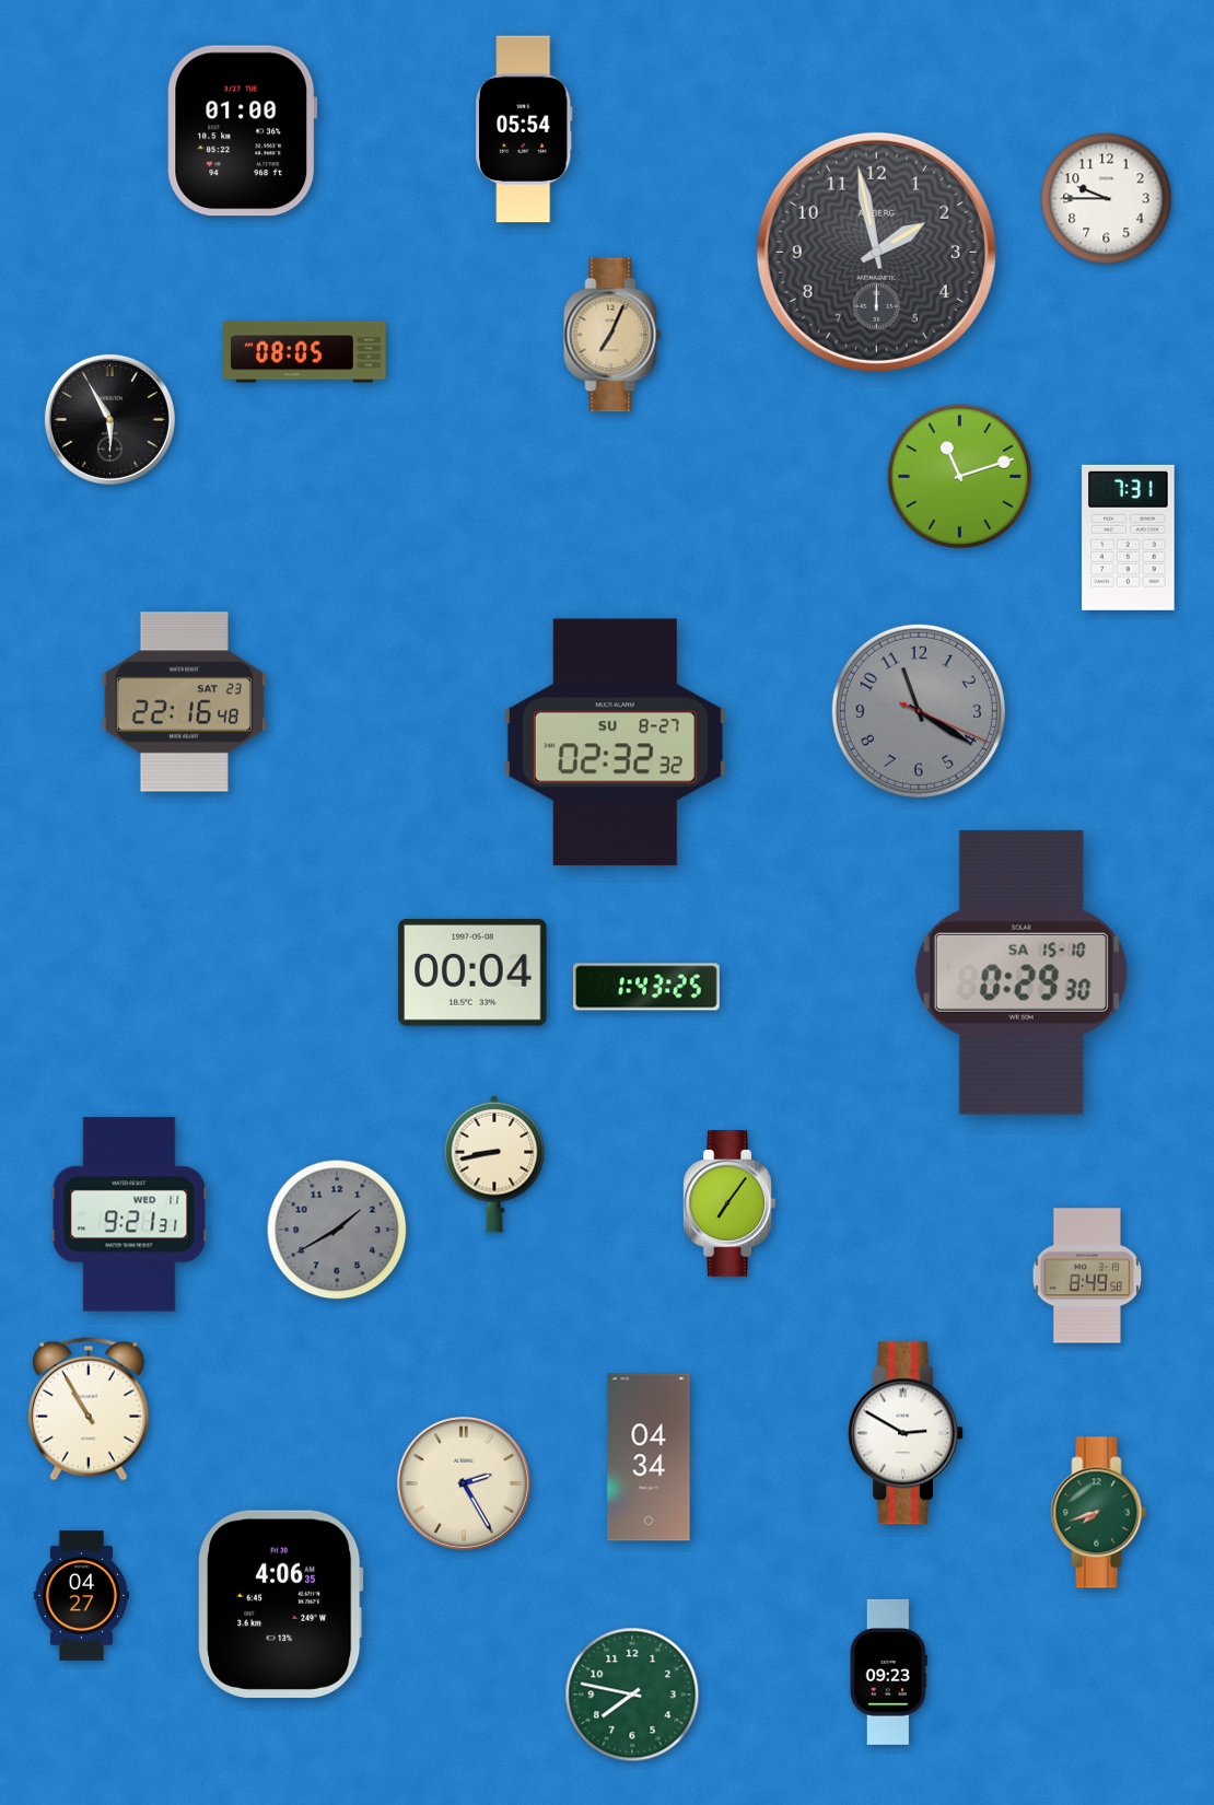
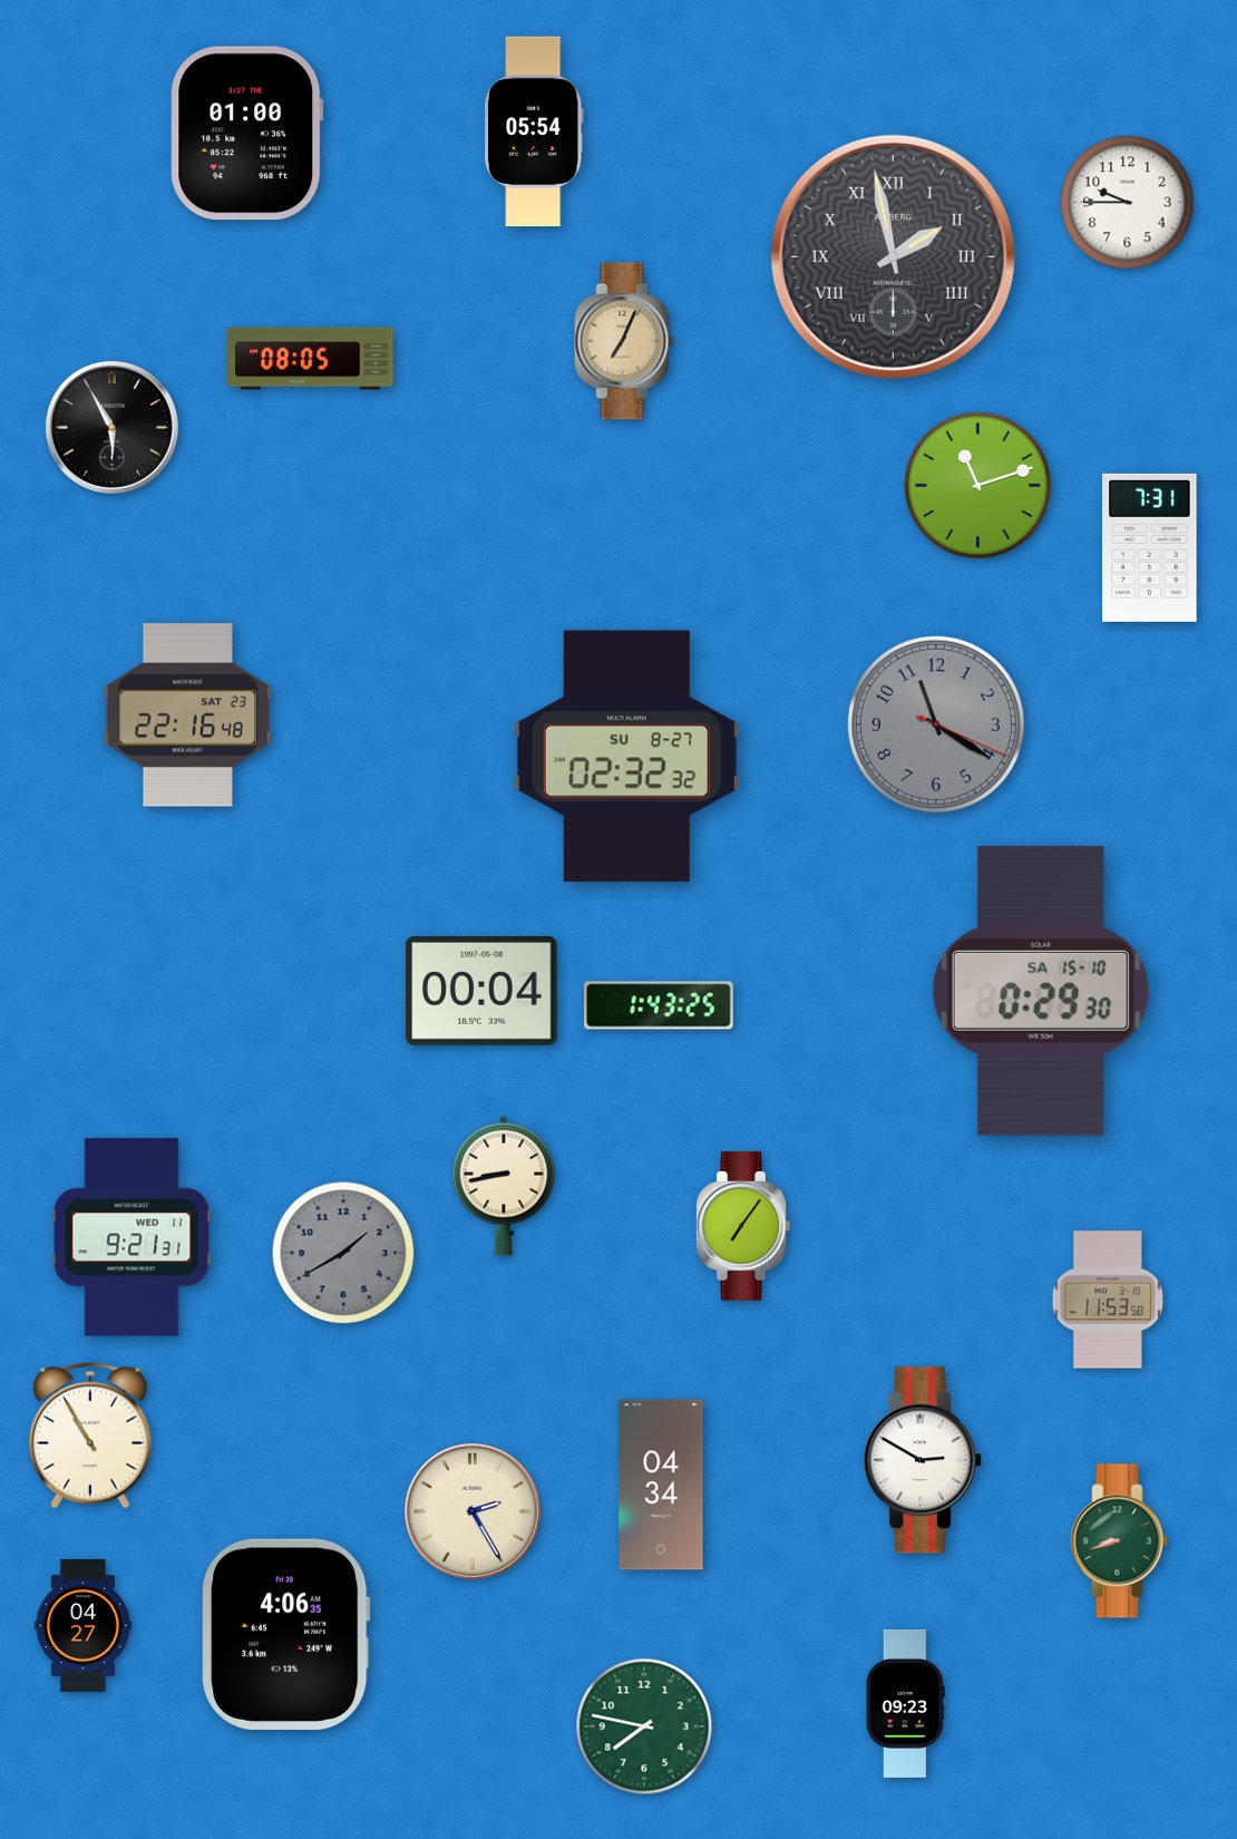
clock at (876, 252) numerals: Arabic -> Roman
clock at (1087, 1276): 8:49 -> 11:53
clock at (1099, 1513): 7:42 -> 8:42
